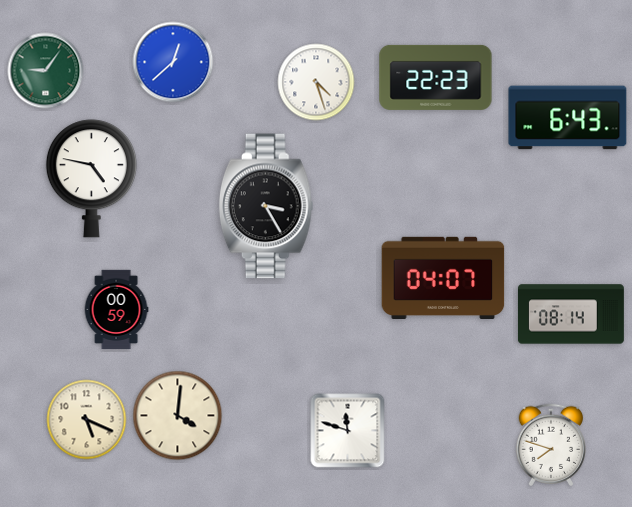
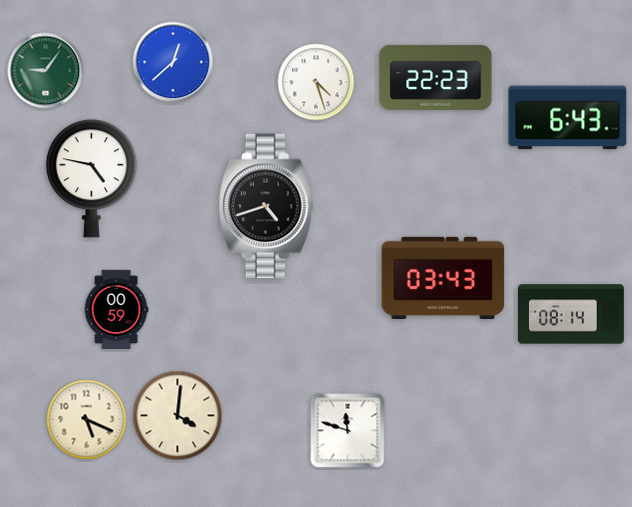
clock at (266, 206): 3:25 -> 4:42
clock at (443, 277): 04:07 -> 03:43
clock at (551, 444): 7:48 -> none
